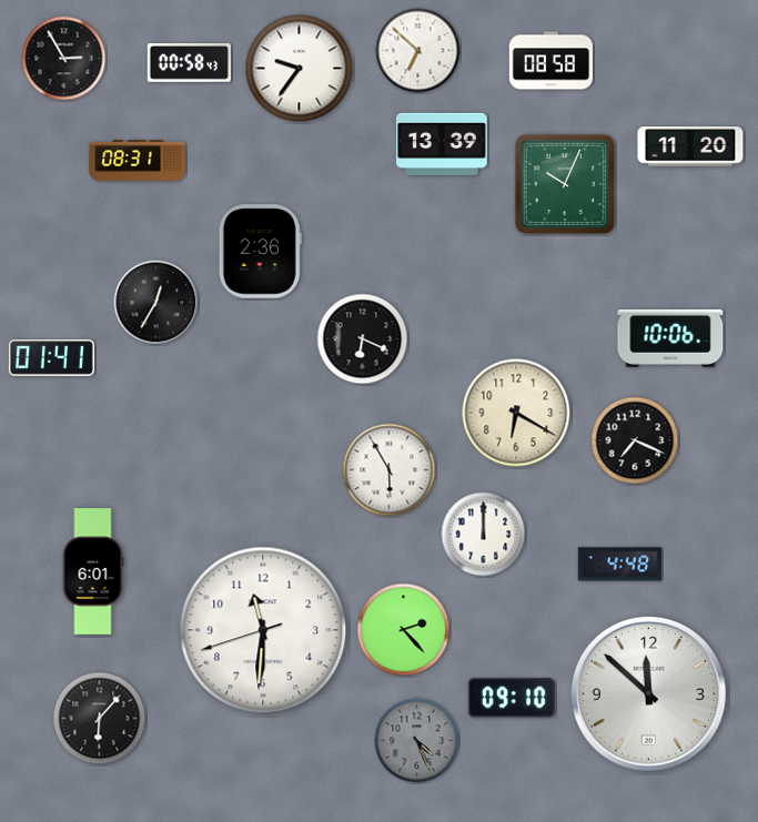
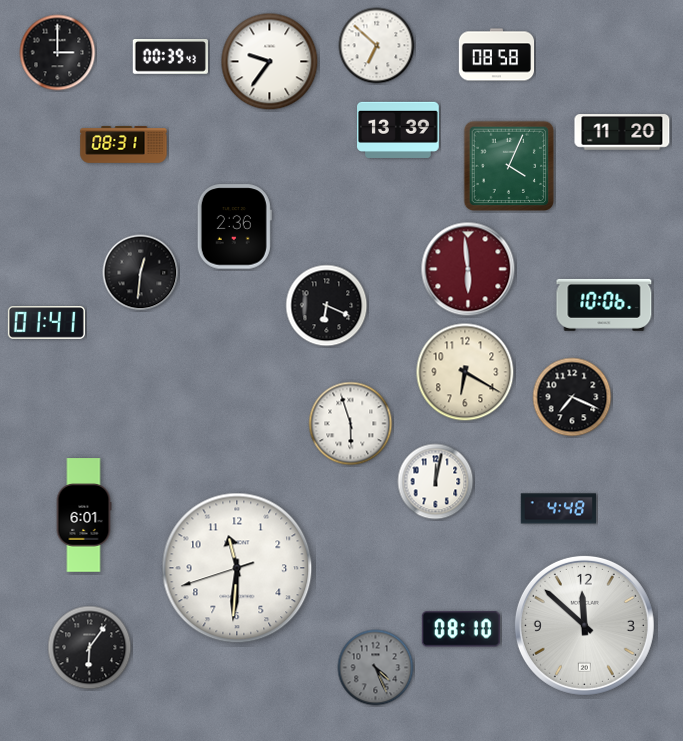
clock at (64, 59): 2:55 -> 3:00
clock at (189, 63): 00:58 -> 00:39
clock at (565, 184): 10:04 -> 4:04
clock at (468, 269): none -> 5:59
clock at (156, 303): 12:35 -> 12:31
clock at (390, 470): 5:55 -> 5:57
clock at (484, 535): 12:00 -> 12:02
clock at (404, 630): 2:23 -> none
clock at (512, 698): 09:10 -> 08:10
clock at (100, 719): 6:07 -> 6:06
